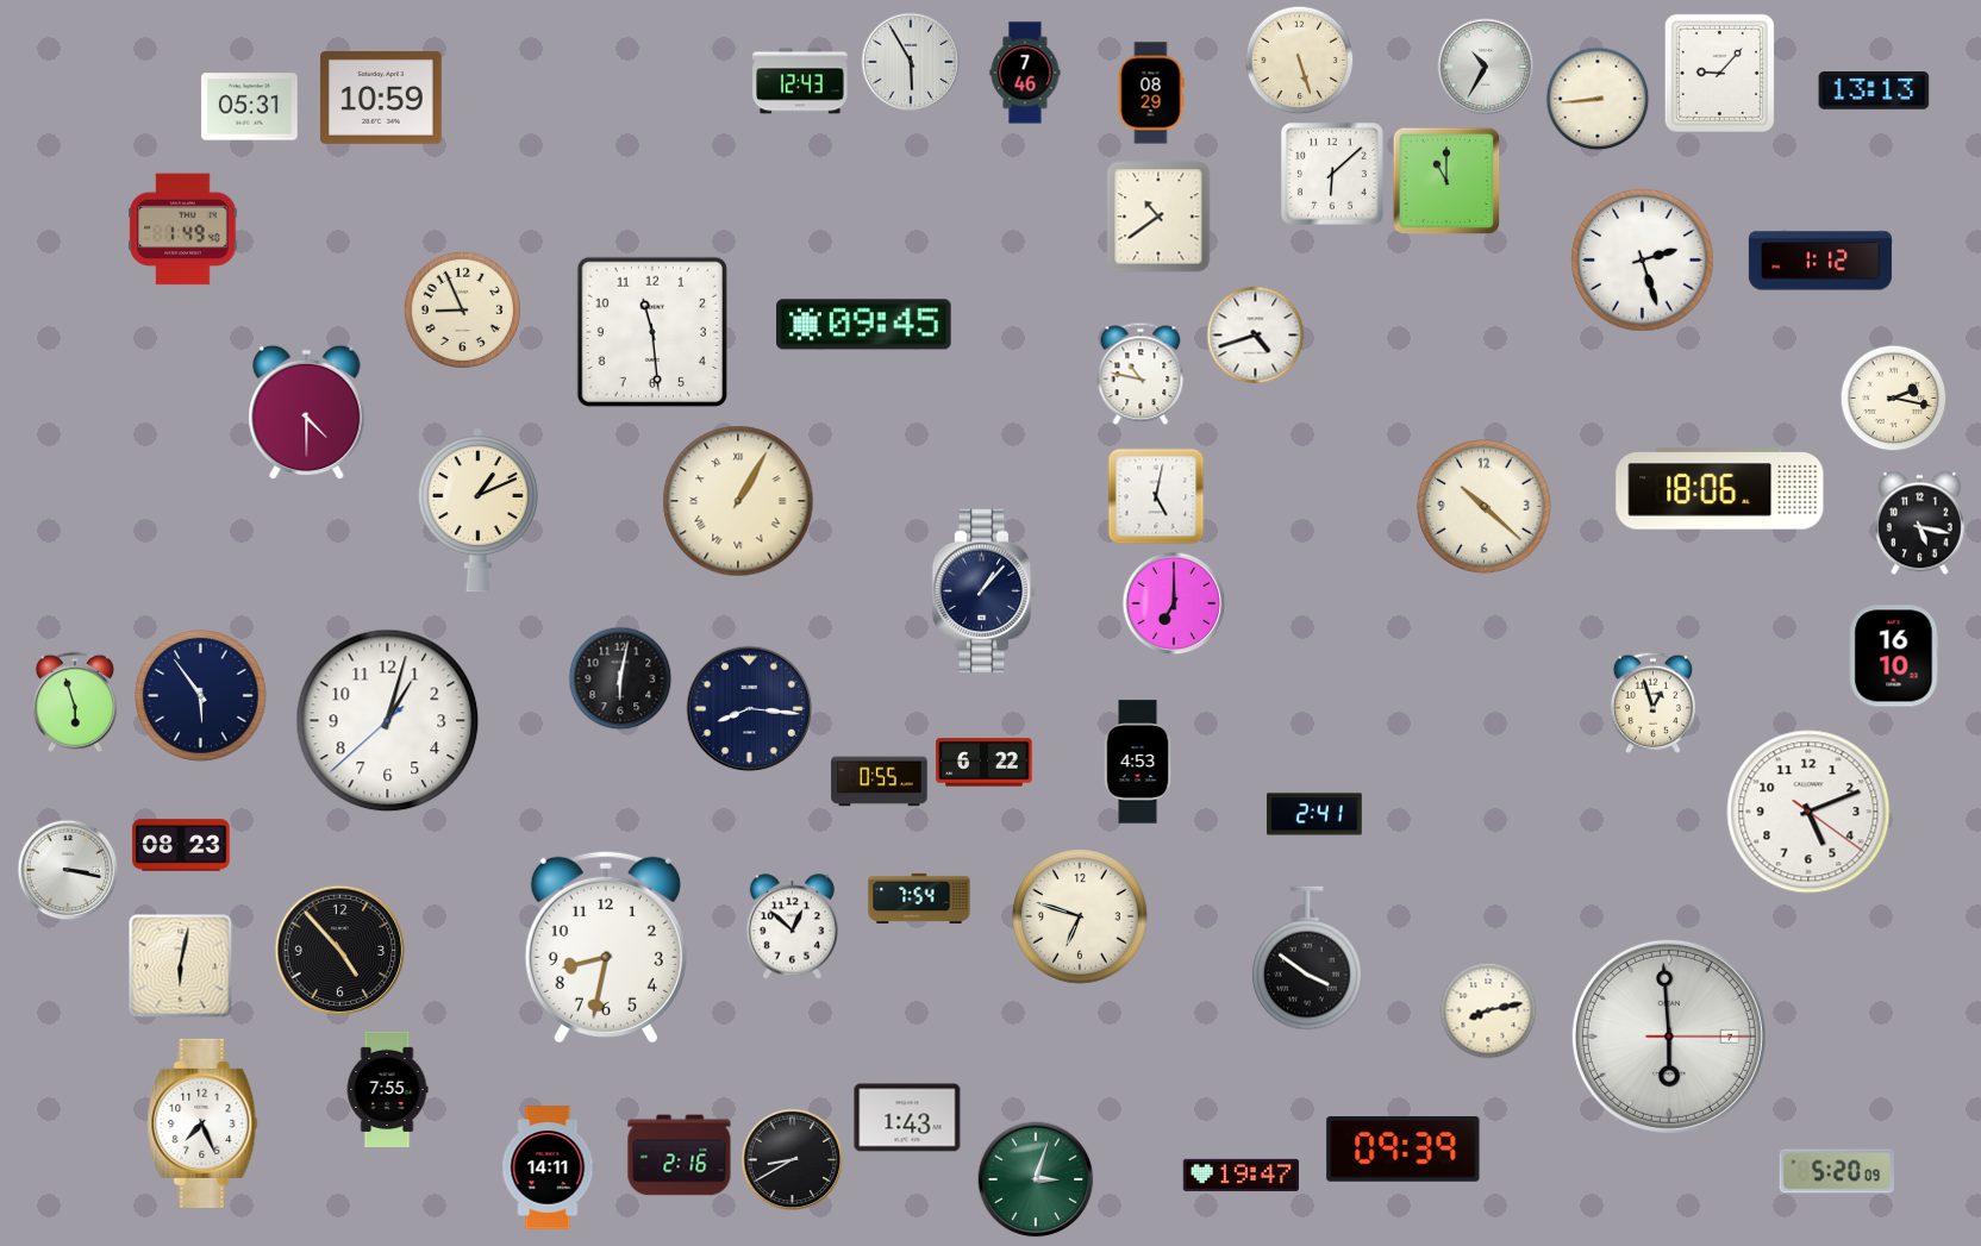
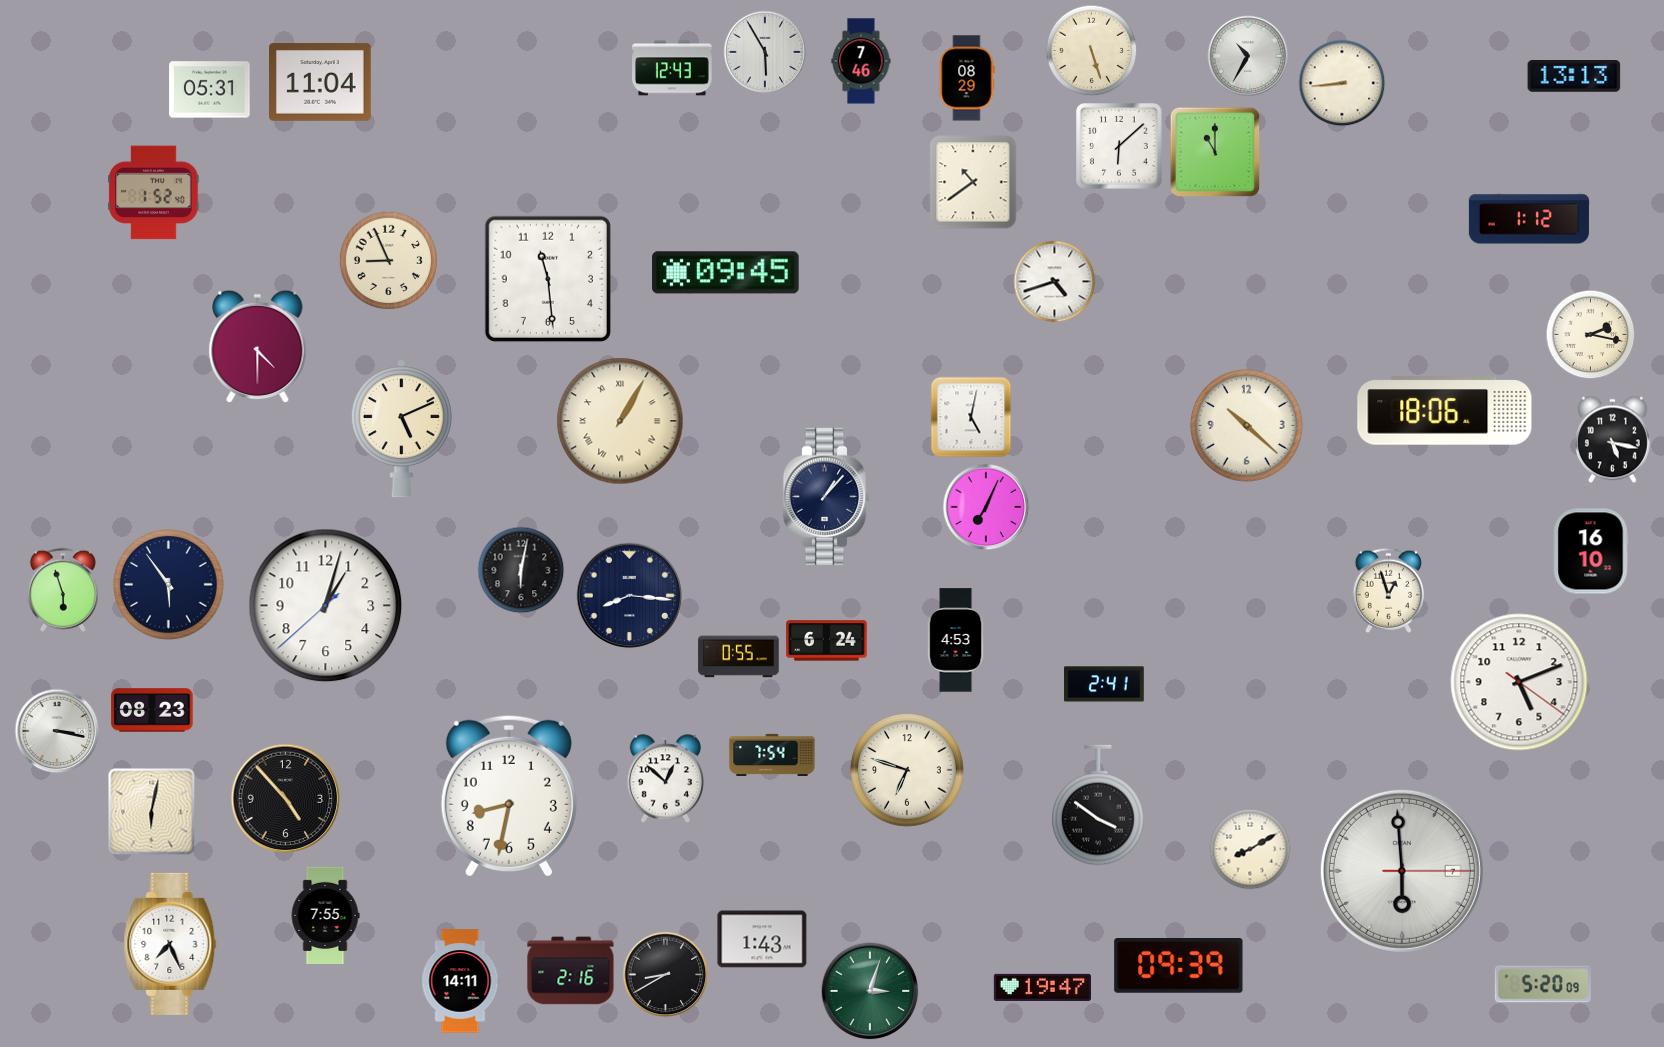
clock at (1719, 73): 9:07 -> none
clock at (382, 99): 10:59 -> 11:04
clock at (183, 230): 1:49 -> 1:52
clock at (1643, 261): 2:27 -> none
clock at (1141, 374): 10:47 -> none
clock at (477, 511): 1:11 -> 5:11
clock at (1174, 603): 7:00 -> 7:04
clock at (985, 763): 6:22 -> 6:24
clock at (1488, 1010): 8:13 -> 8:10
